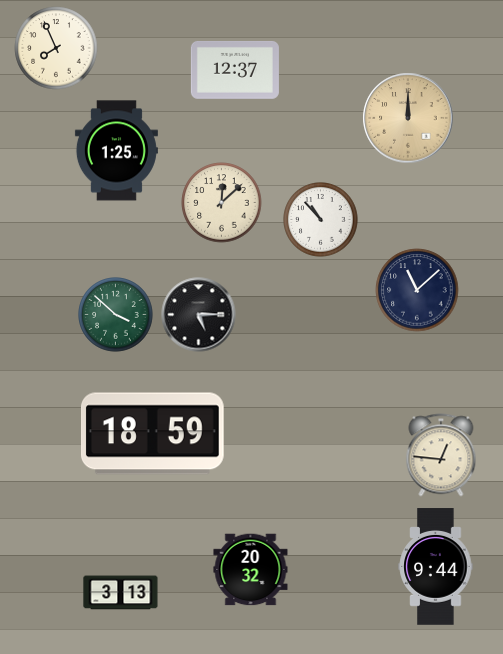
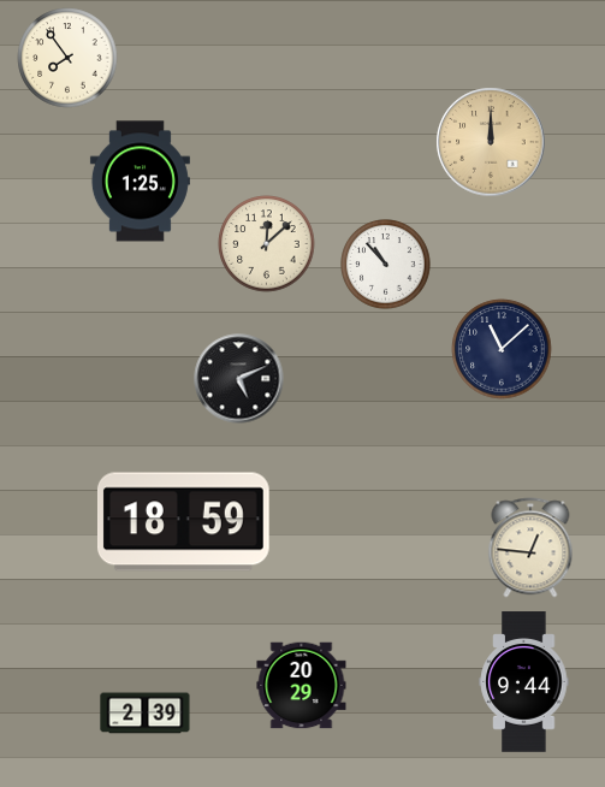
clock at (56, 48): 7:56 -> 7:54
clock at (235, 70): 12:37 -> none
clock at (116, 315): 3:52 -> none
clock at (199, 315): 5:15 -> 5:11
clock at (251, 570): 20:32 -> 20:29
clock at (121, 593): 3:13 -> 2:39
